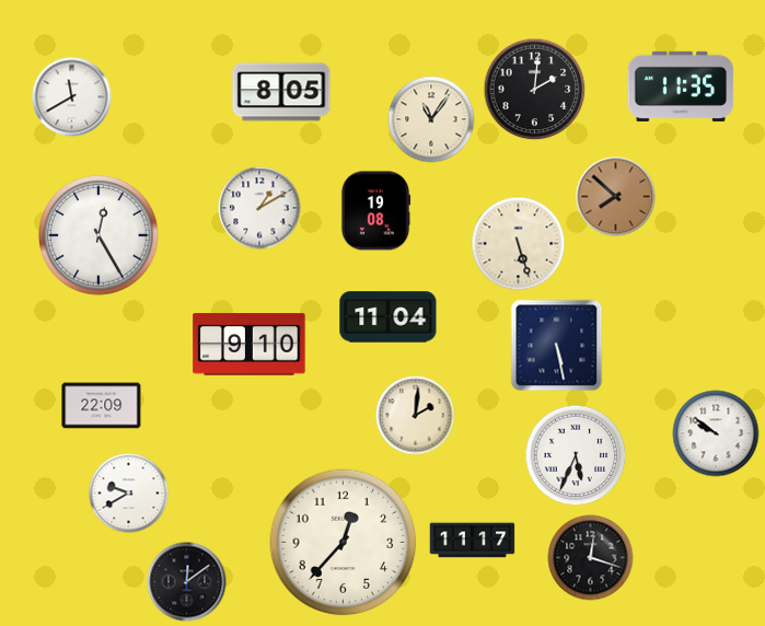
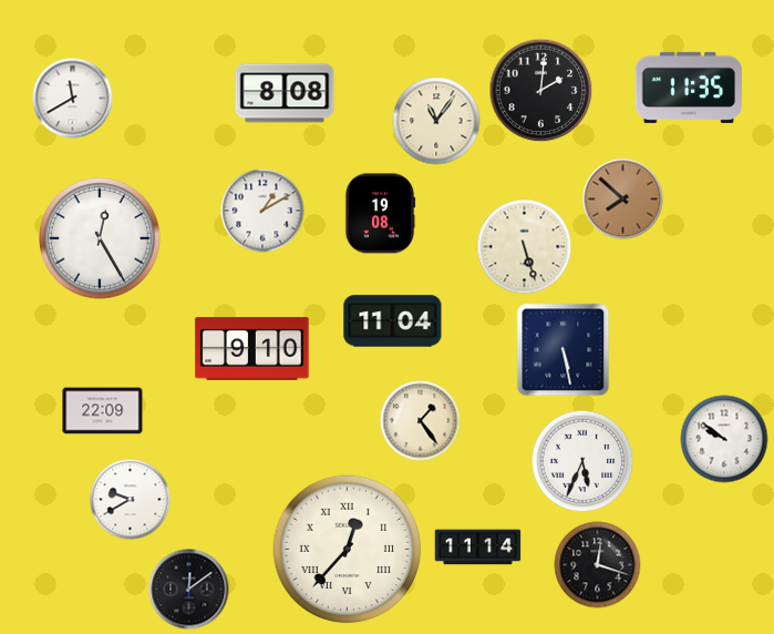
clock at (281, 92): 8:05 -> 8:08
clock at (416, 416): 2:01 -> 1:24
clock at (473, 541): 11:17 -> 11:14
clock at (344, 543) numerals: Arabic -> Roman
